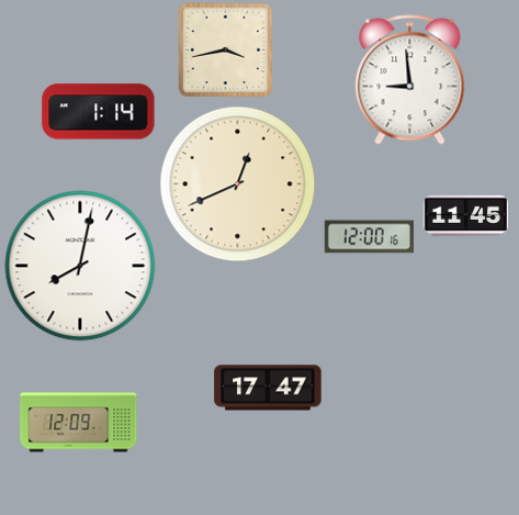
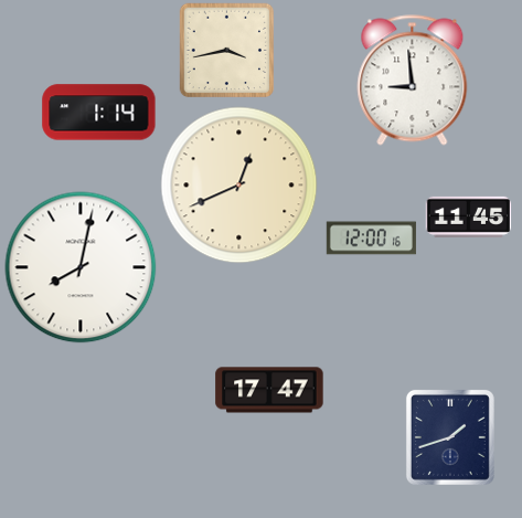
clock at (79, 423): 12:09 -> none
clock at (450, 437): none -> 1:42
